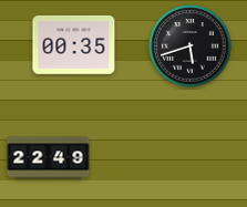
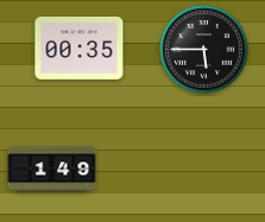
clock at (191, 46): 5:42 -> 5:45
clock at (49, 158): 22:49 -> 1:49
